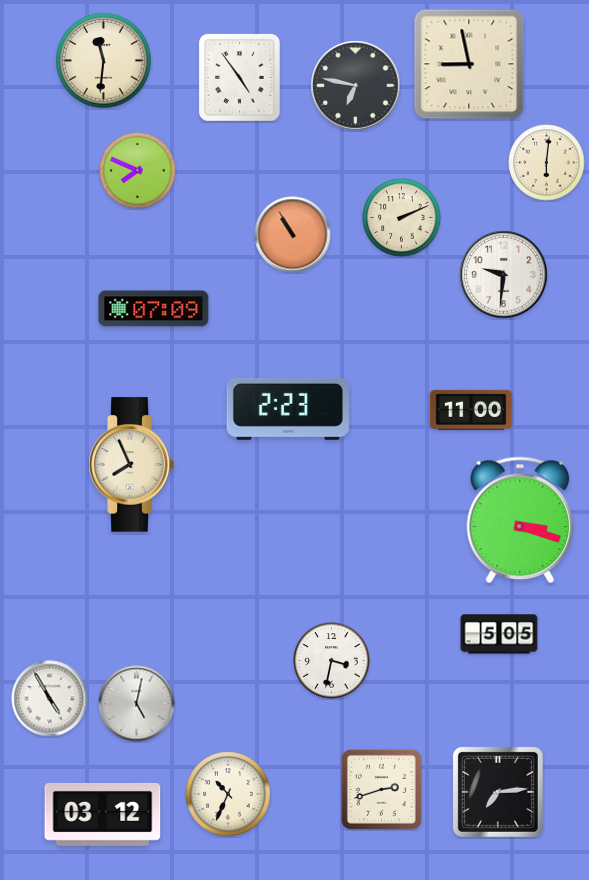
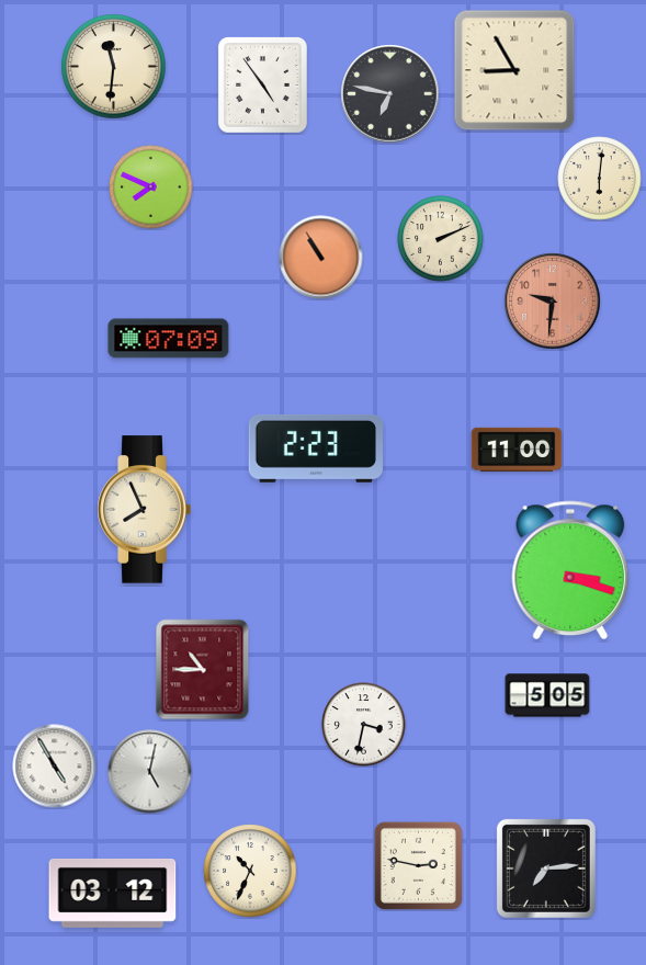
clock at (469, 64): 8:58 -> 8:55
clock at (504, 275) dial: white -> salmon
clock at (203, 670): none -> 10:45
clock at (381, 789): 2:42 -> 2:47
